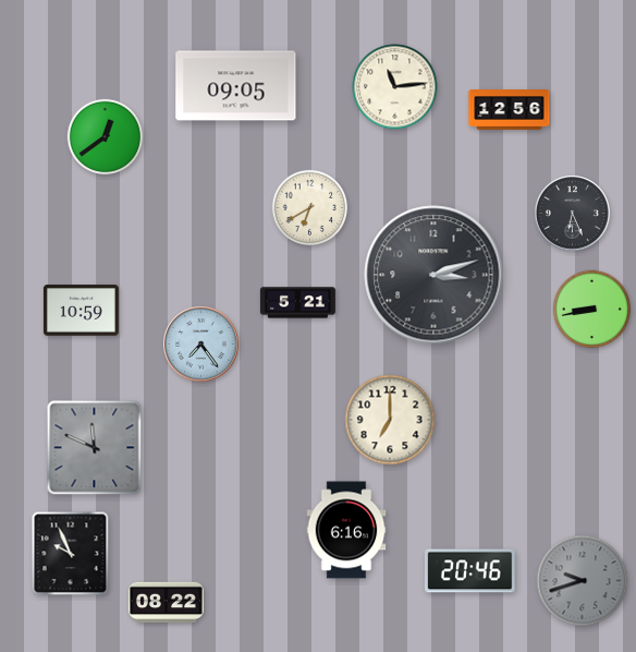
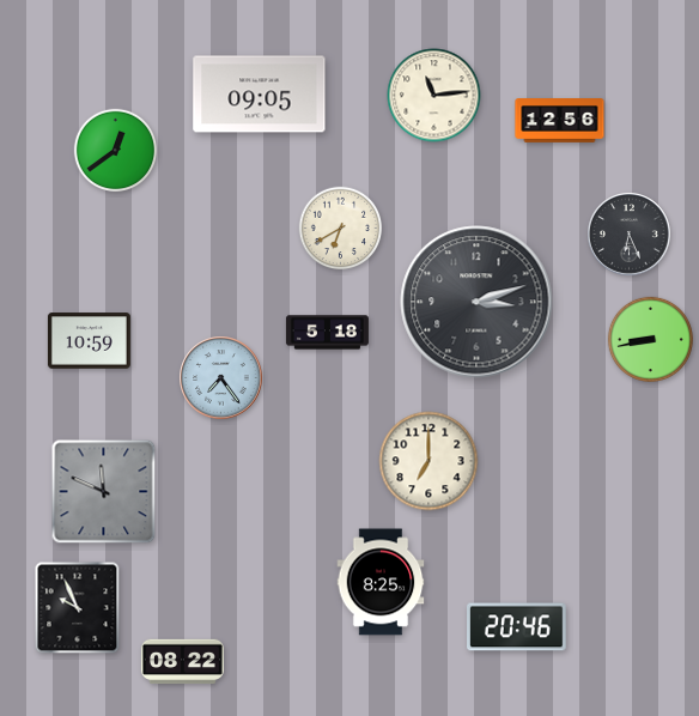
clock at (297, 303): 5:21 -> 5:18
clock at (346, 530): 6:16 -> 8:25
clock at (583, 581): 9:42 -> none
